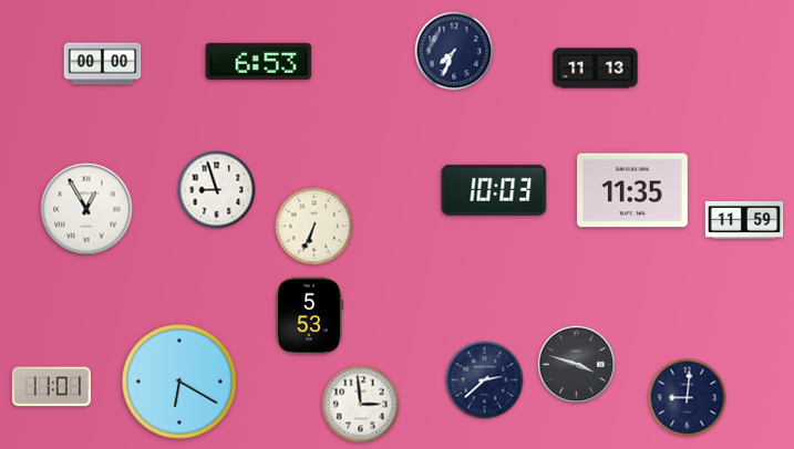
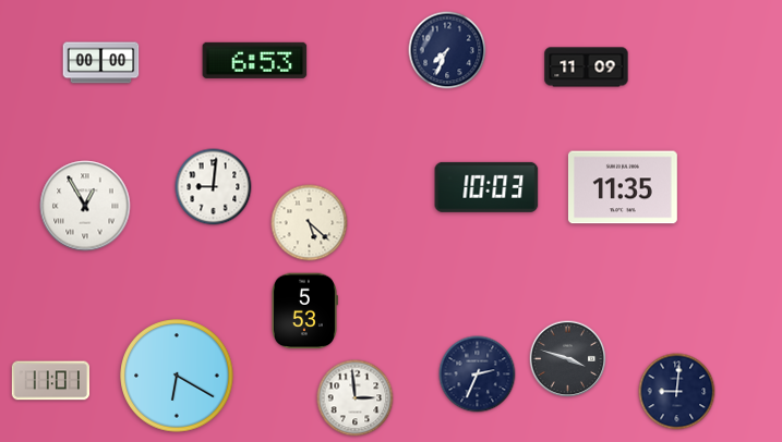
clock at (596, 69): 11:13 -> 11:09
clock at (217, 190): 8:57 -> 9:01
clock at (744, 220): 11:59 -> none
clock at (314, 227): 6:34 -> 5:22
clock at (485, 380): 2:38 -> 2:34
